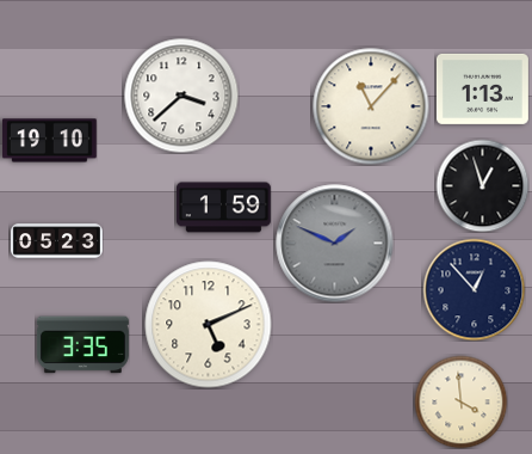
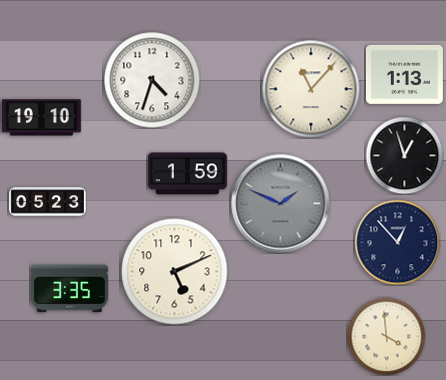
clock at (181, 96): 3:38 -> 4:33
